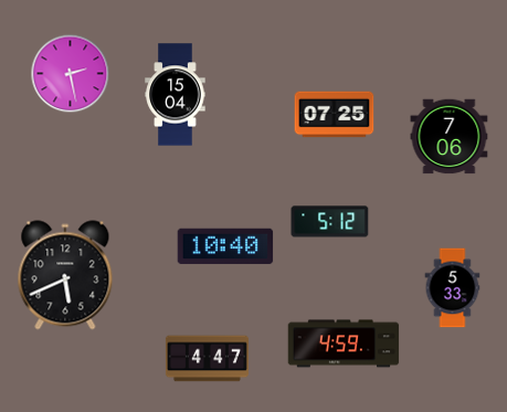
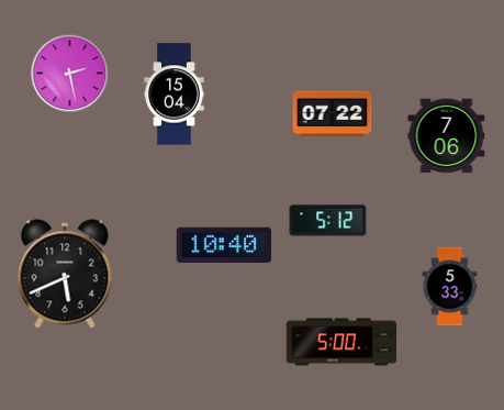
clock at (335, 115): 07:25 -> 07:22
clock at (344, 344): 4:59 -> 5:00
clock at (207, 359): 4:47 -> none
